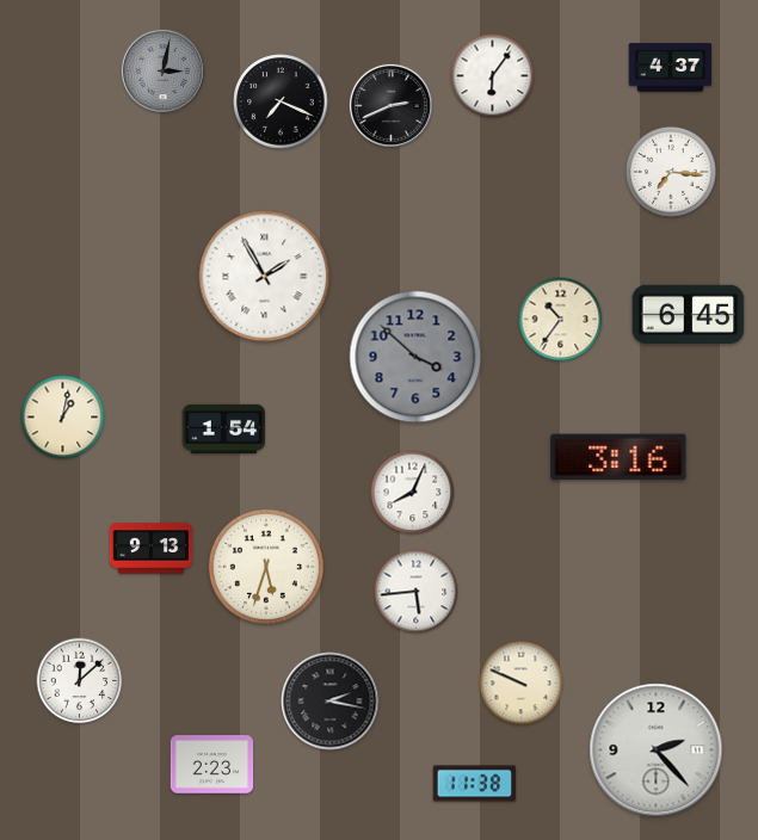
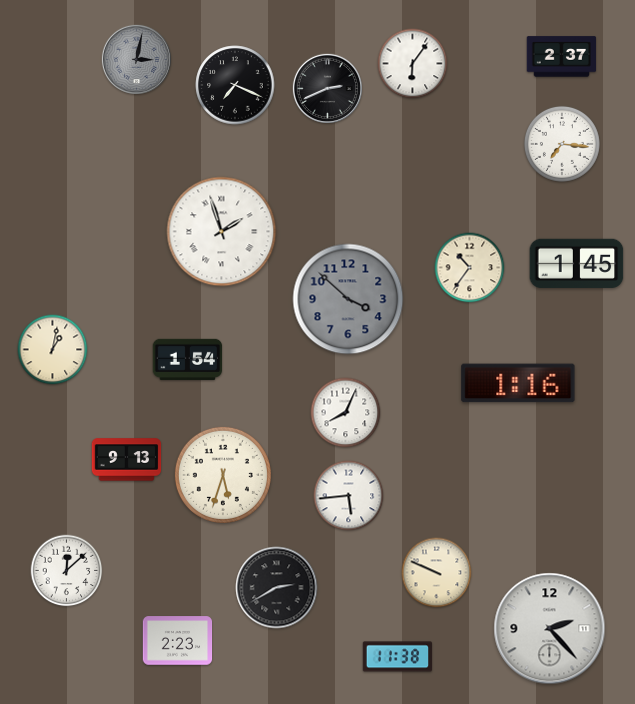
clock at (671, 68): 4:37 -> 2:37
clock at (265, 277): 1:55 -> 1:57
clock at (689, 314): 6:45 -> 1:45
clock at (618, 457): 3:16 -> 1:16
clock at (331, 702): 2:17 -> 2:40
